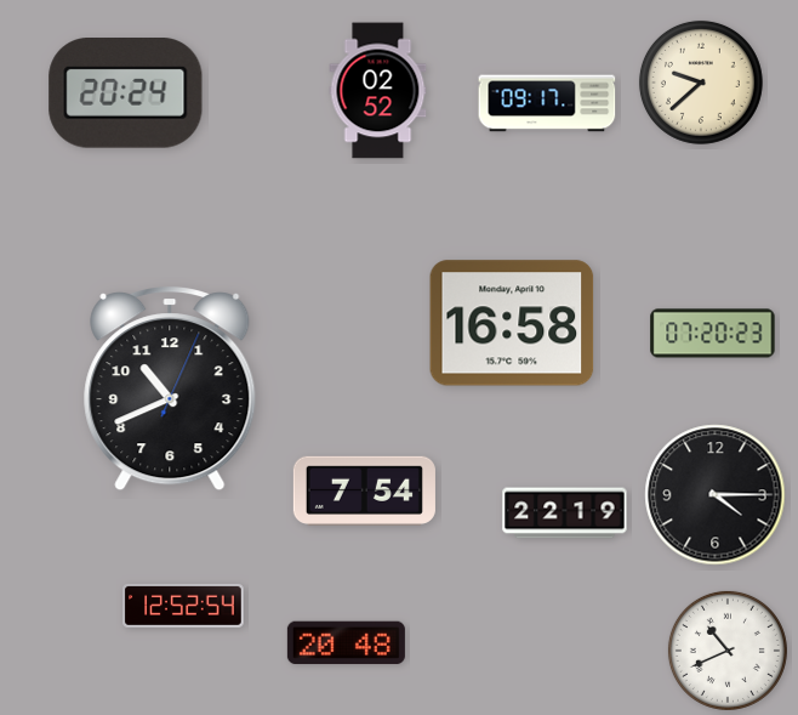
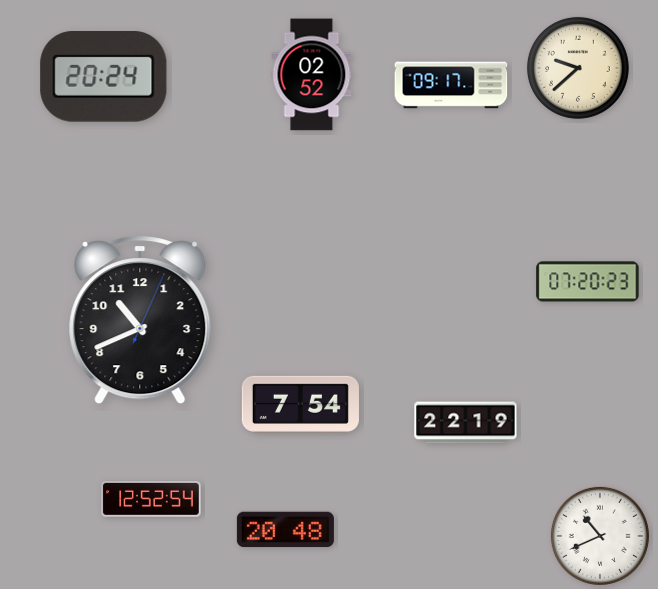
clock at (512, 323): 16:58 -> none
clock at (713, 334) position: (713, 334) -> (588, 282)
clock at (716, 495): 4:15 -> none
